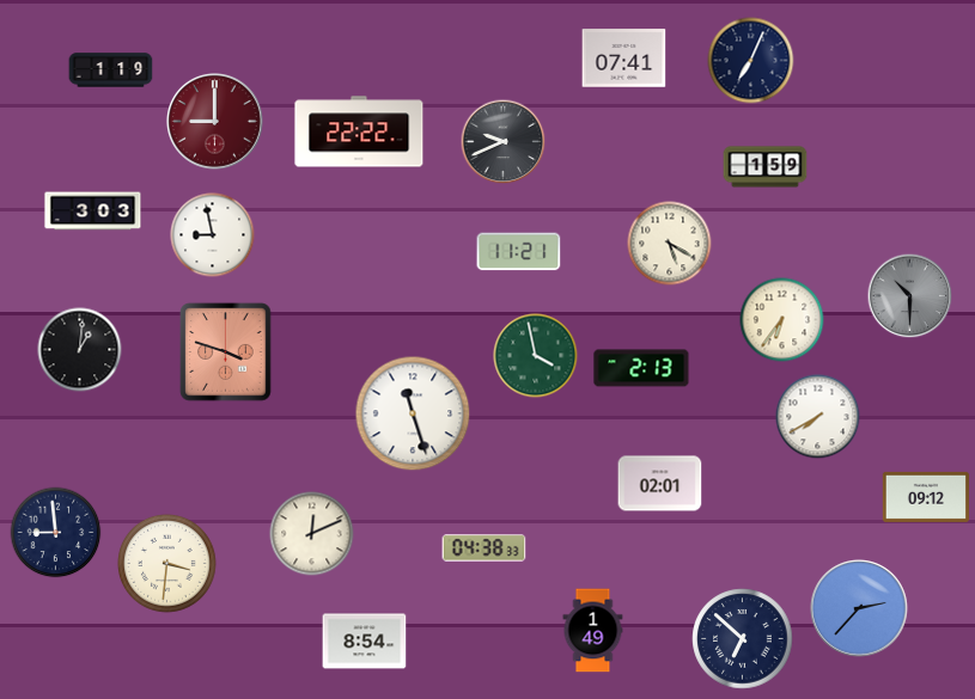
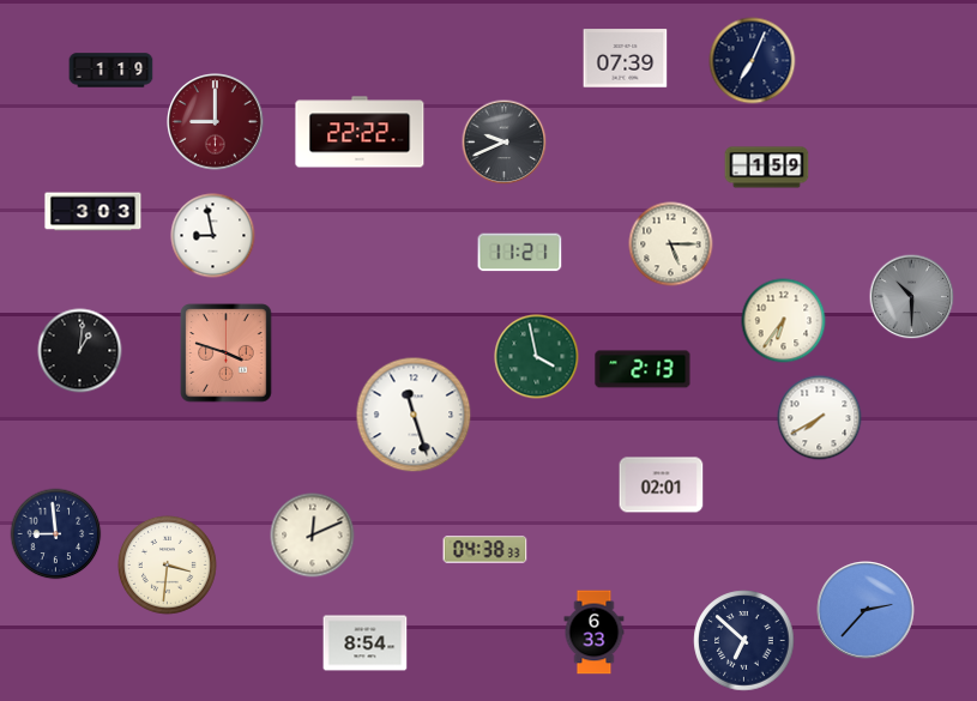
clock at (624, 59): 07:41 -> 07:39
clock at (670, 244): 5:20 -> 5:15
clock at (925, 497): 09:12 -> none
clock at (859, 608) position: (859, 608) -> (866, 610)
clock at (593, 631): 1:49 -> 6:33
